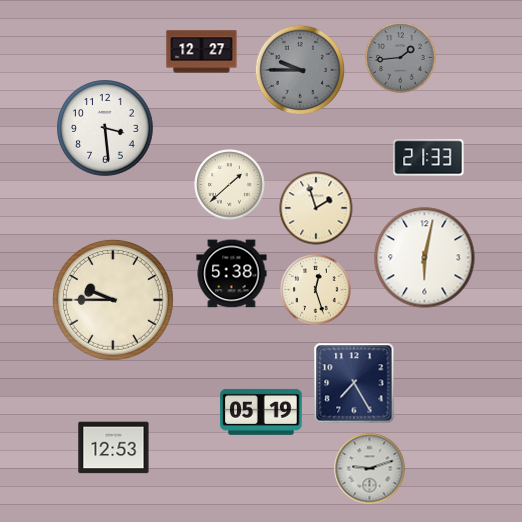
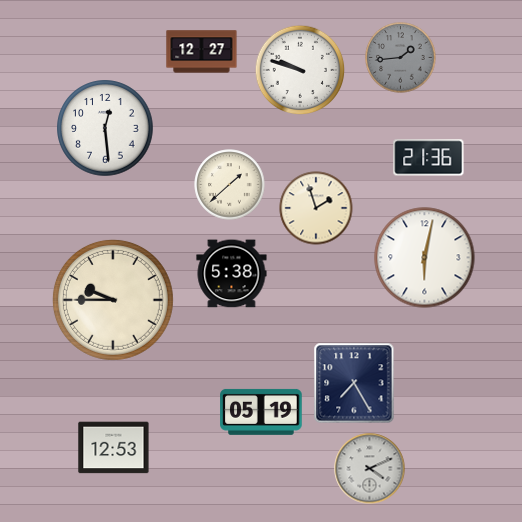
clock at (300, 70): 9:45 -> 9:48
clock at (300, 70) dial: grey -> white
clock at (105, 128): 3:29 -> 12:29
clock at (429, 158): 21:33 -> 21:36
clock at (316, 290): 12:27 -> none
clock at (370, 469): 9:12 -> 4:11
